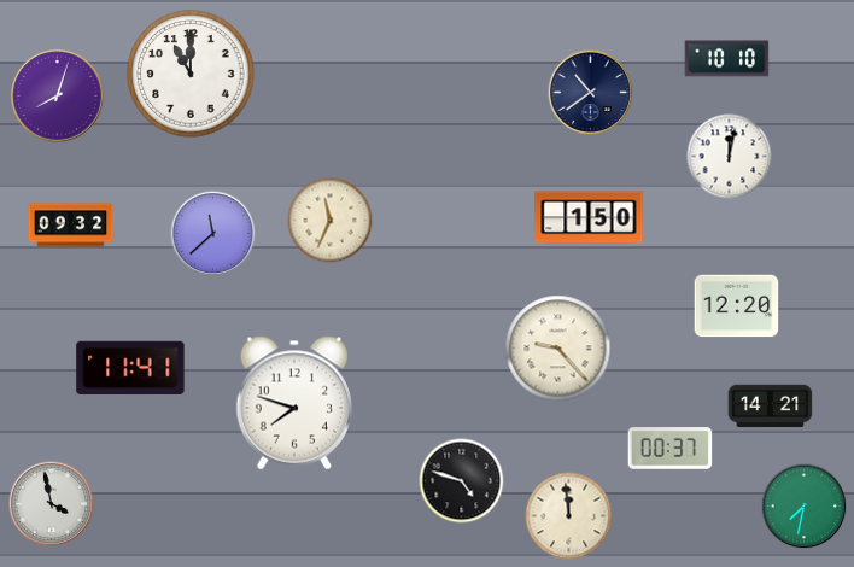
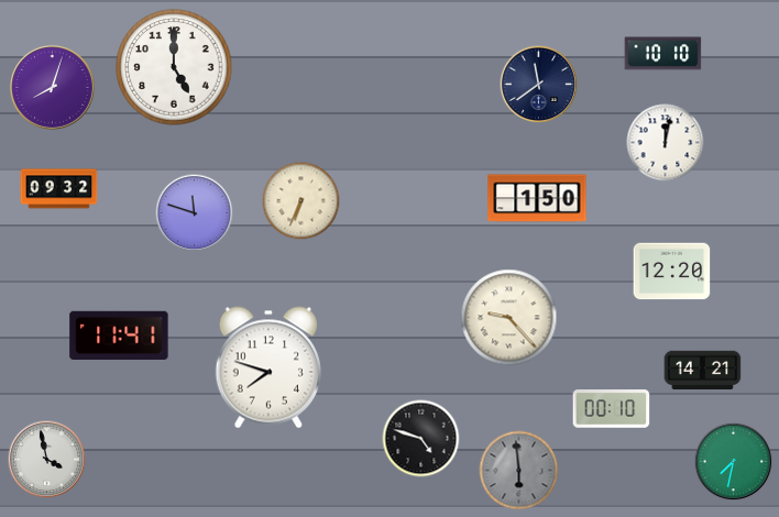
clock at (191, 74): 11:00 -> 5:00
clock at (591, 93): 10:39 -> 11:39
clock at (331, 221): 11:34 -> 6:34
clock at (71, 226) position: (71, 226) -> (59, 189)
clock at (213, 234): 11:38 -> 11:48
clock at (737, 306) position: (737, 306) -> (672, 272)
clock at (671, 449): 00:37 -> 00:10
clock at (569, 516): 11:59 -> 5:59
clock at (569, 516) dial: cream -> grey
